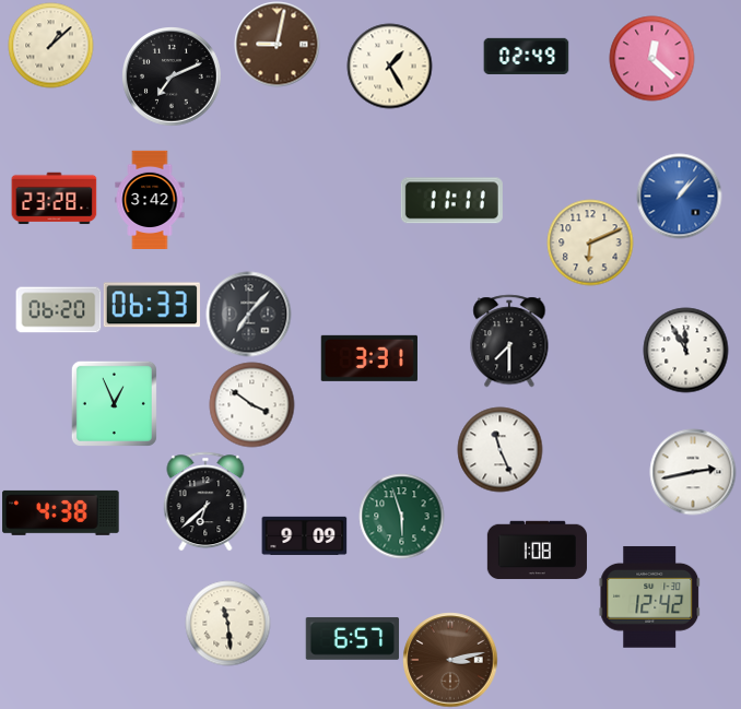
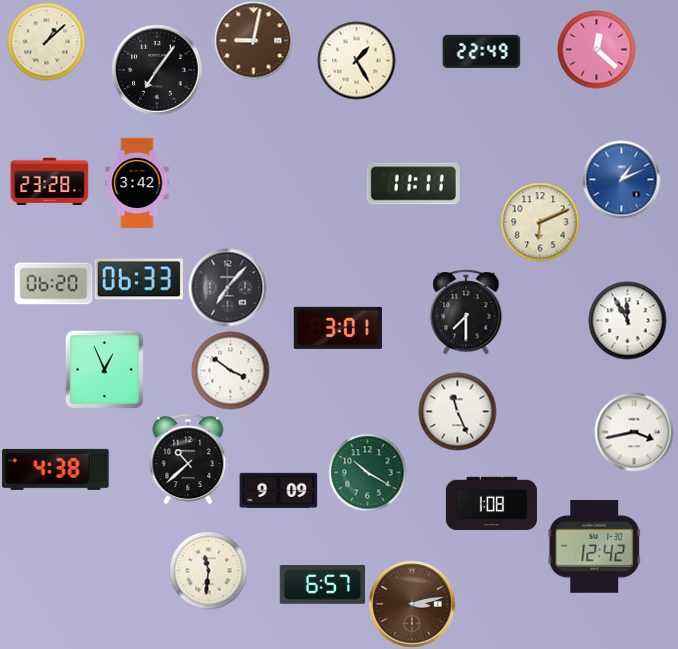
clock at (526, 56): 02:49 -> 22:49
clock at (651, 58) position: (651, 58) -> (596, 49)
clock at (172, 76): 7:11 -> 7:06
clock at (679, 196): 1:07 -> 1:11
clock at (369, 358): 3:31 -> 3:01
clock at (693, 472): 2:43 -> 3:43
clock at (205, 501): 6:38 -> 10:38
clock at (401, 516): 5:57 -> 10:20
clock at (227, 623): 11:29 -> 11:31
